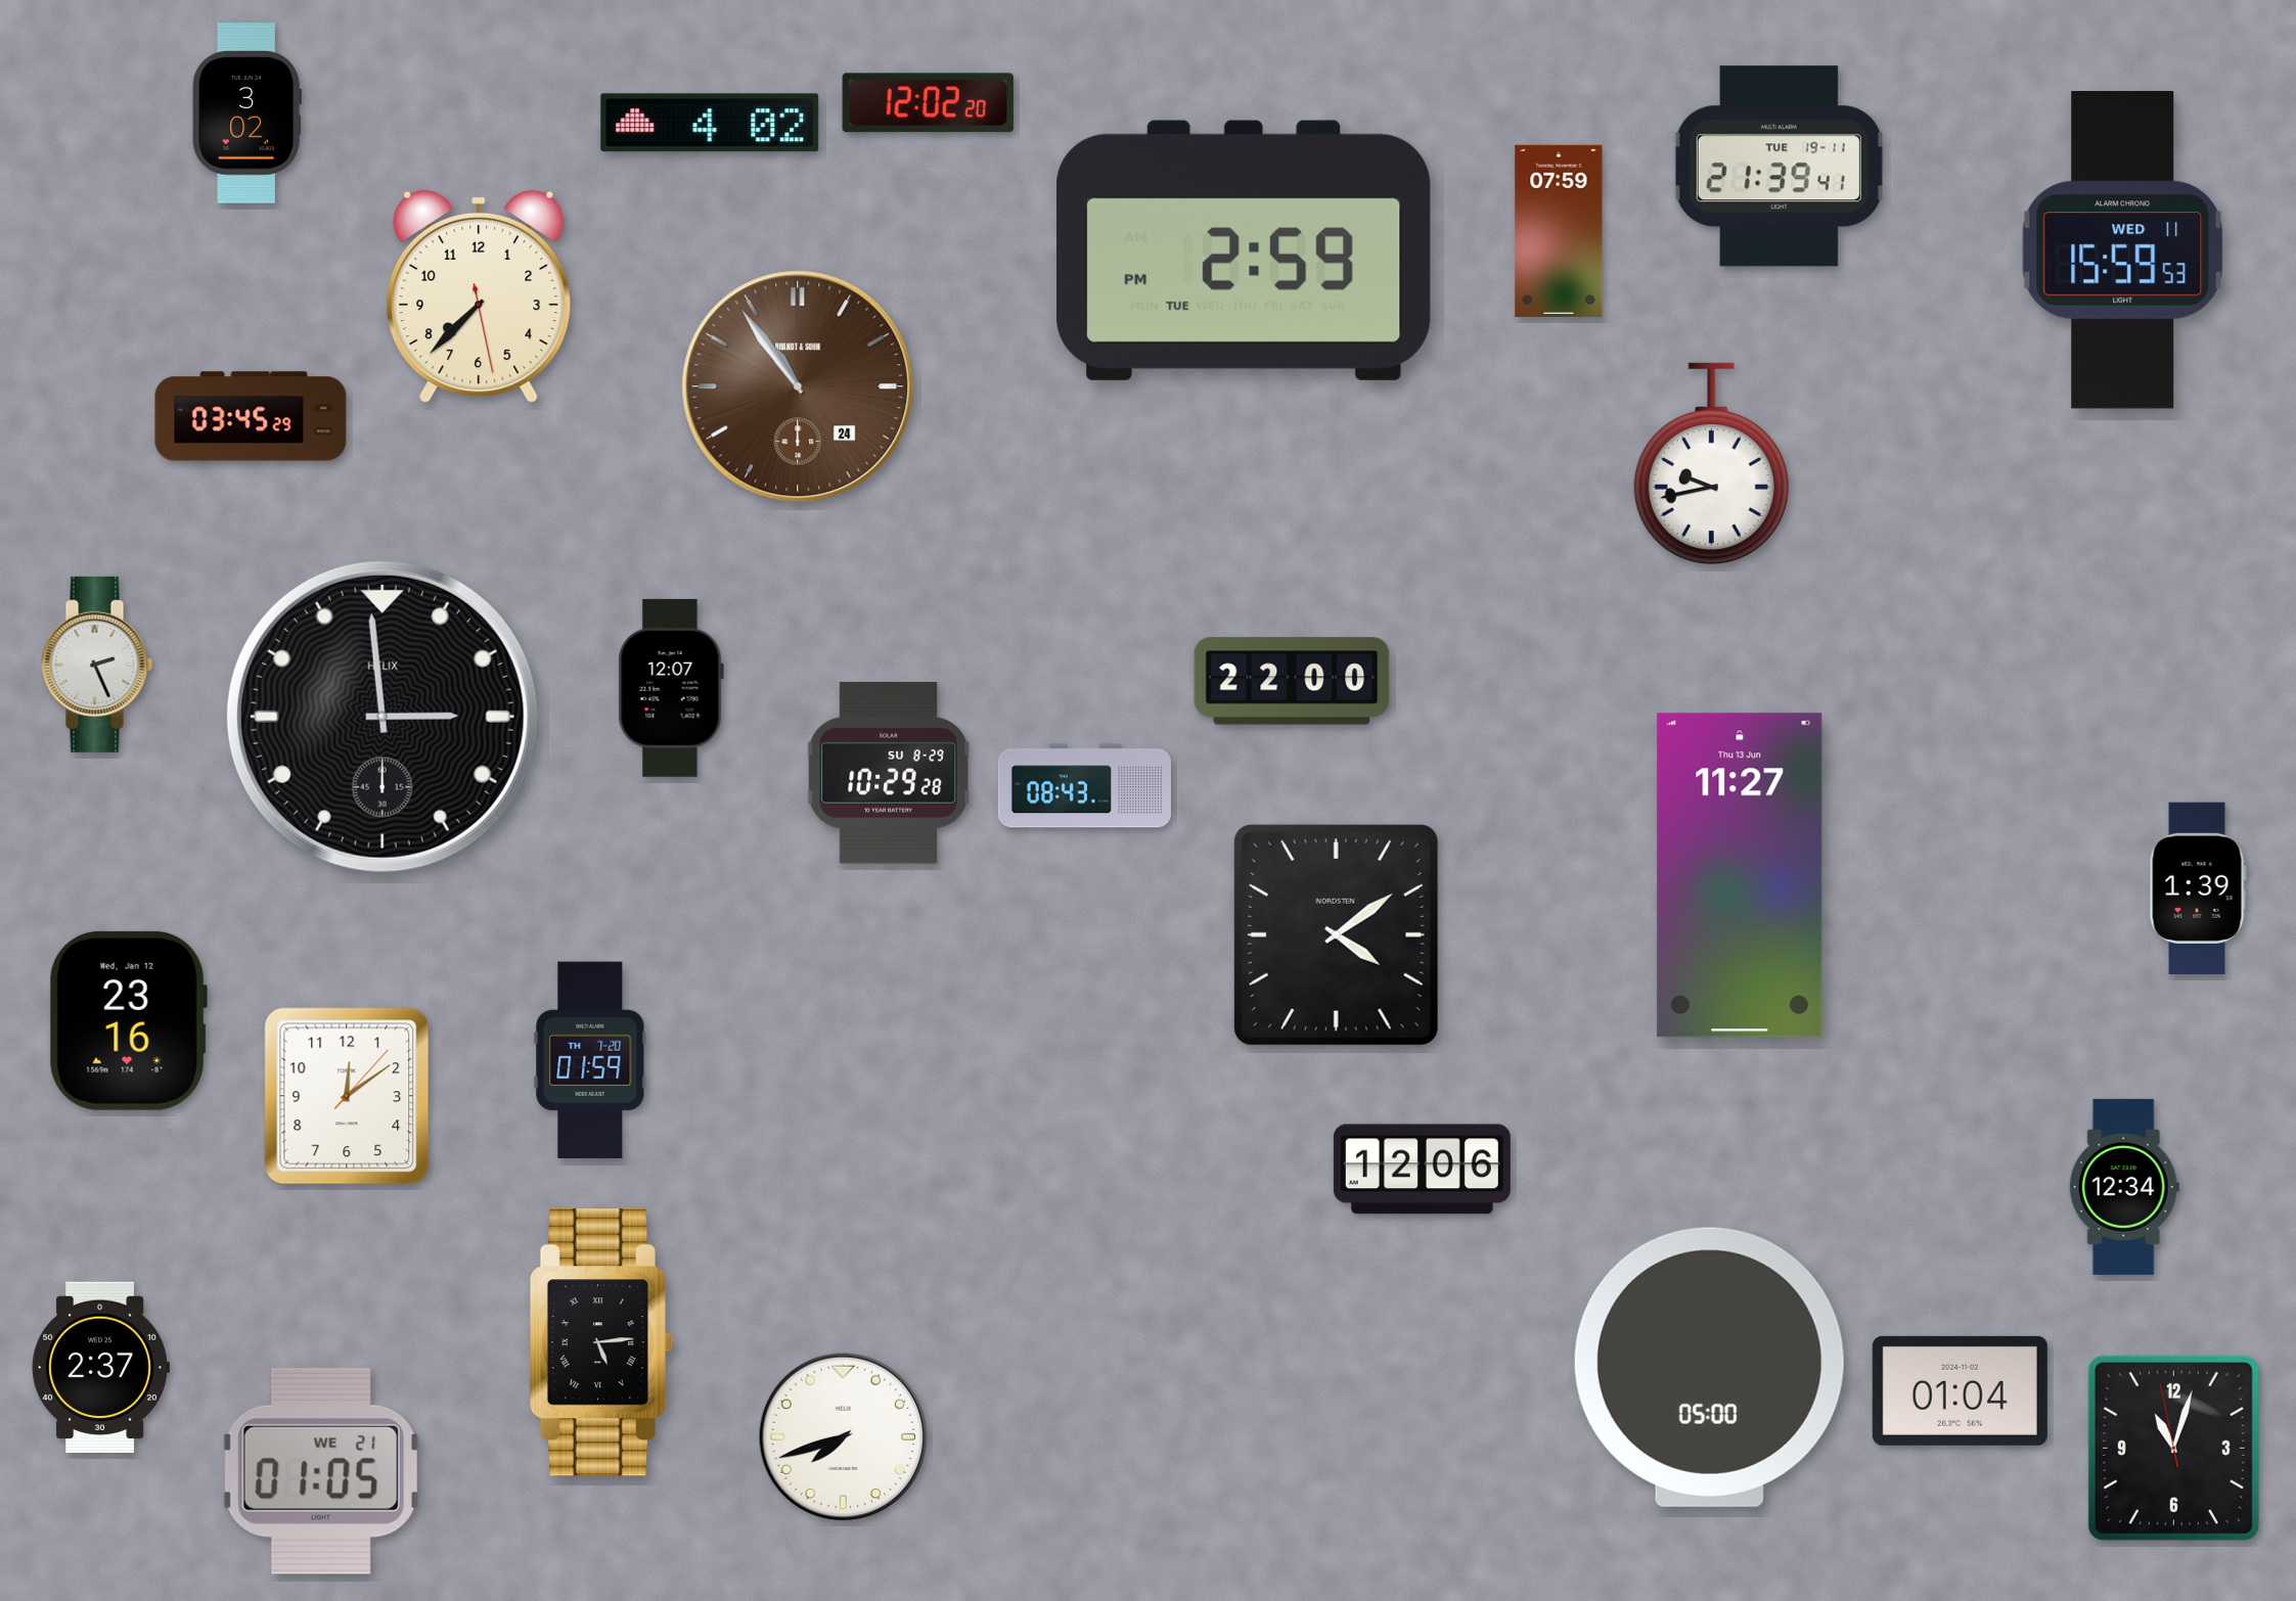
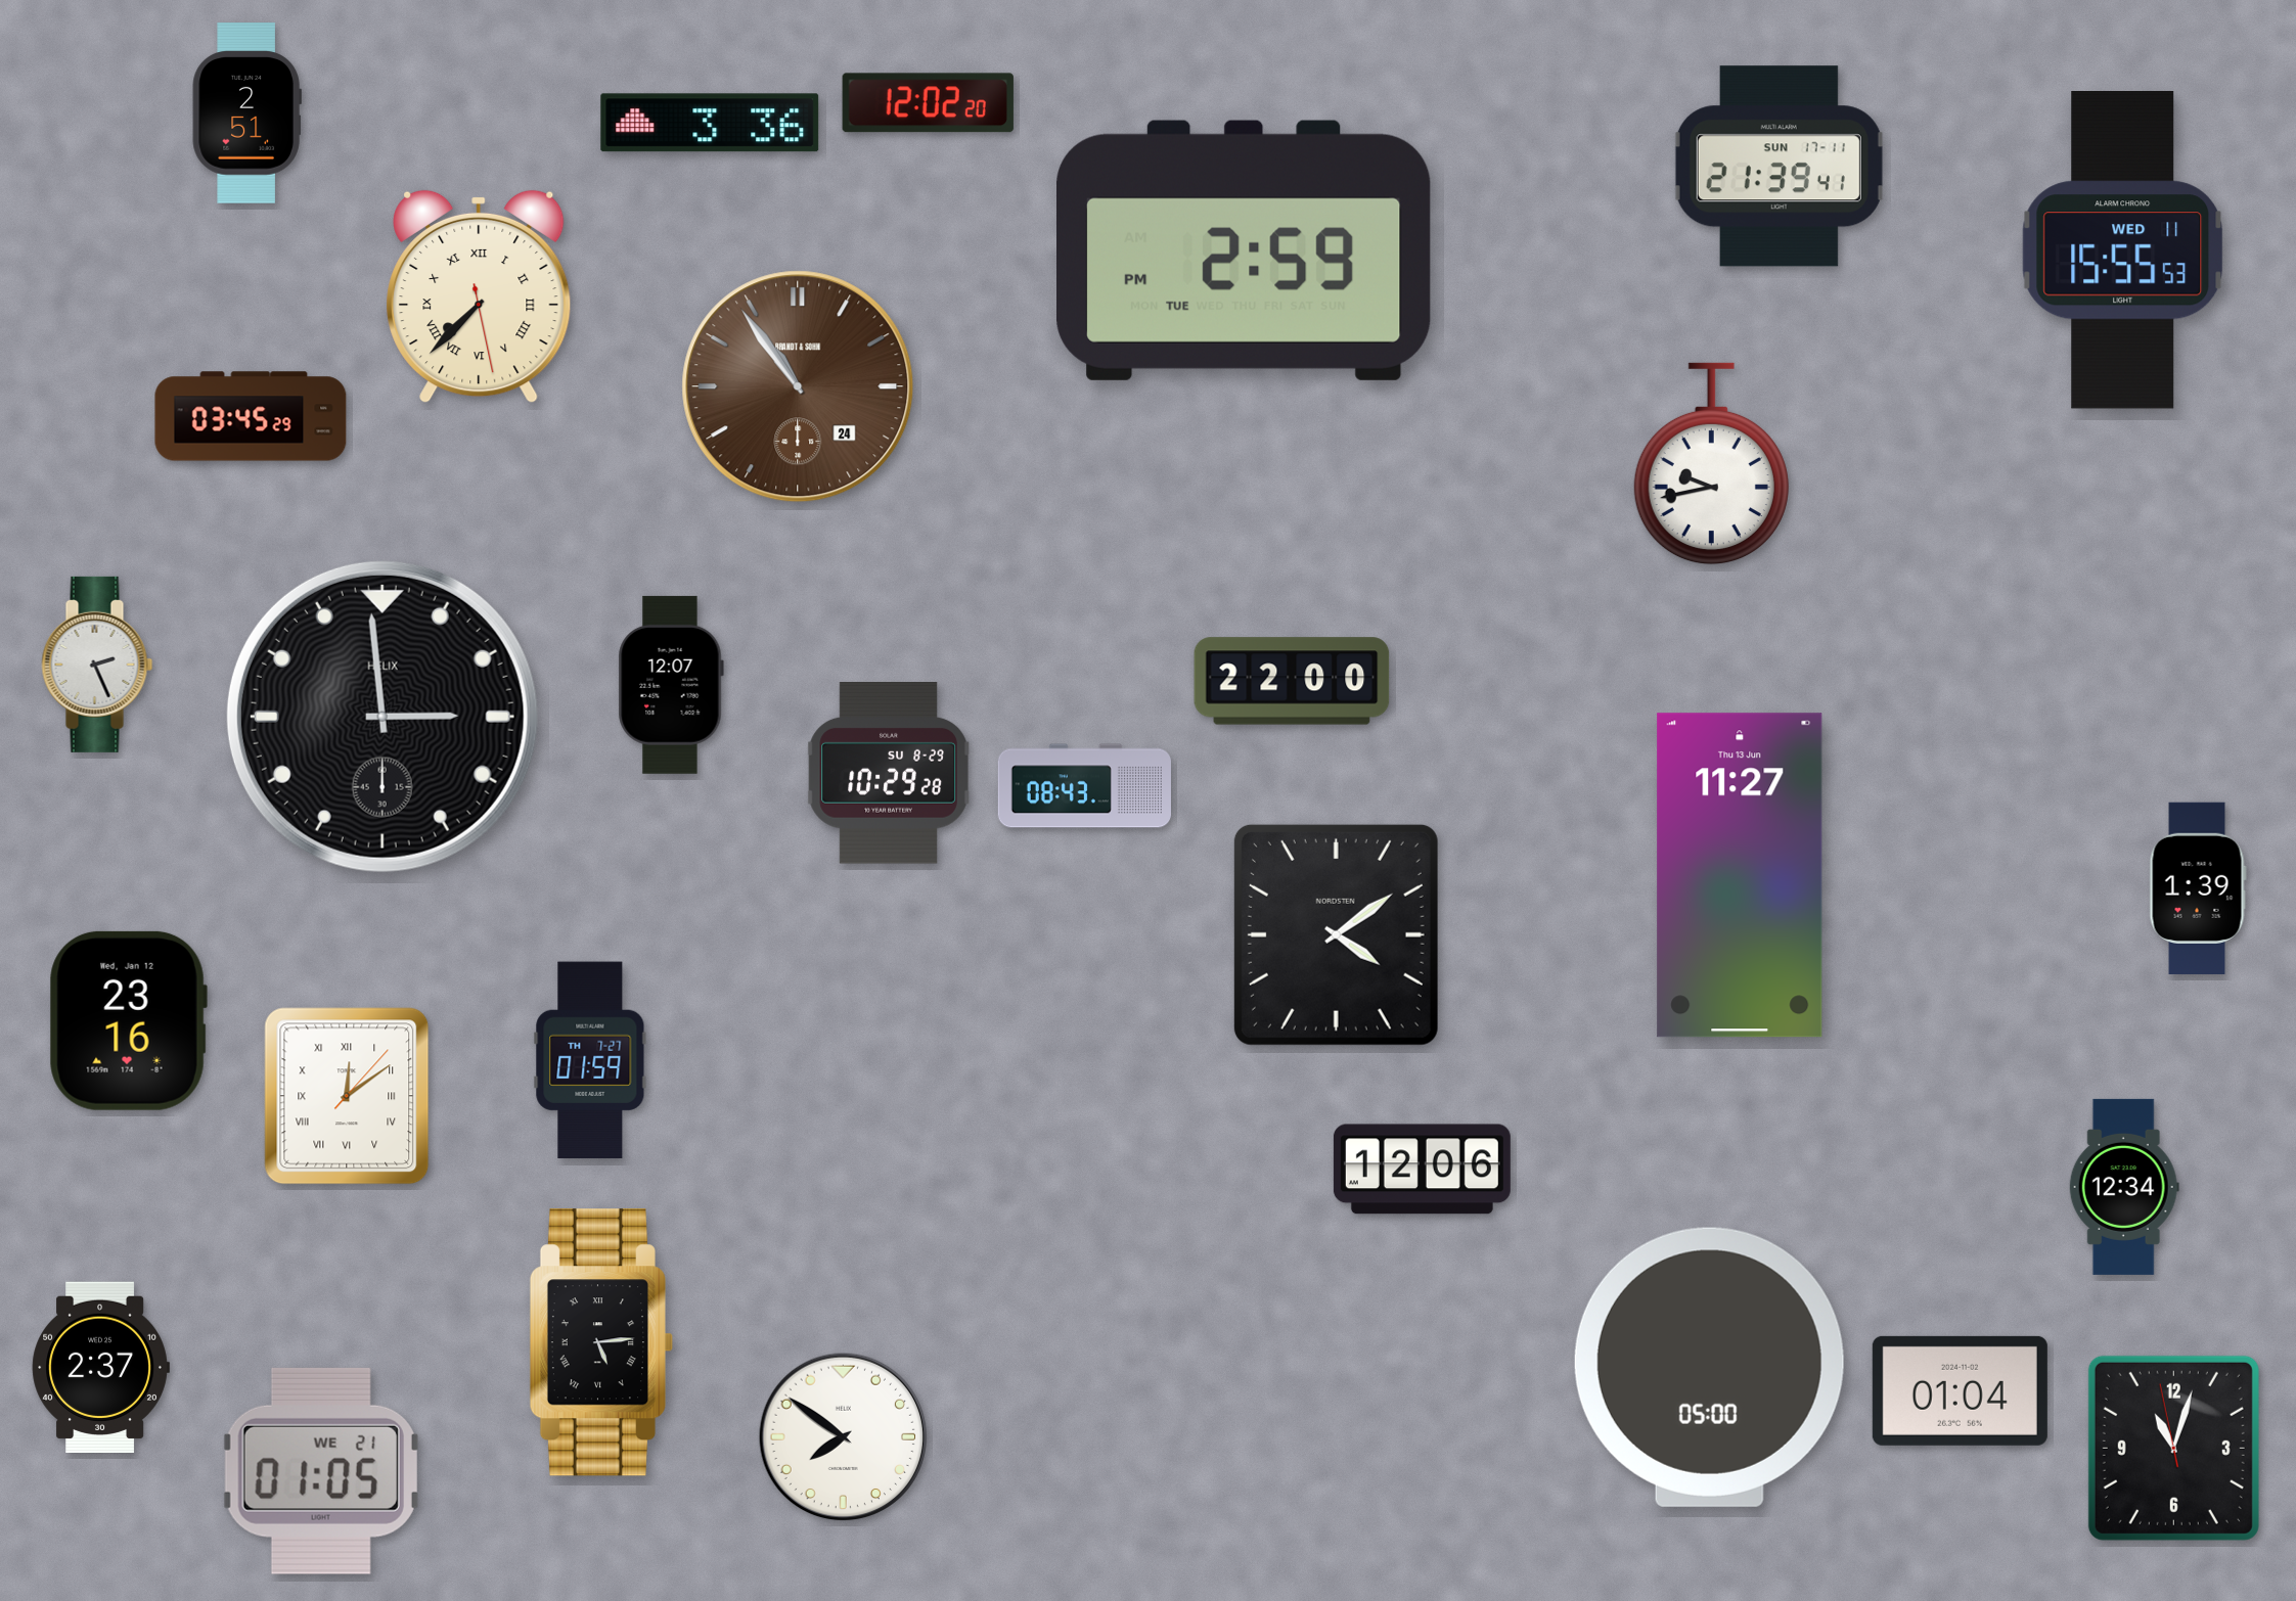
clock at (246, 113): 3:02 -> 2:51
clock at (710, 123): 4:02 -> 3:36
clock at (1779, 167) date: TUE 19-11 -> SUN 17-11
clock at (1559, 231): 07:59 -> none
clock at (2123, 250): 15:59 -> 15:55
clock at (479, 296) numerals: Arabic -> Roman
clock at (671, 688) position: (671, 688) -> (671, 685)
clock at (590, 1059) date: TH 7-20 -> TH 7-27
clock at (347, 1096) numerals: Arabic -> Roman
clock at (844, 1437): 7:42 -> 7:51
